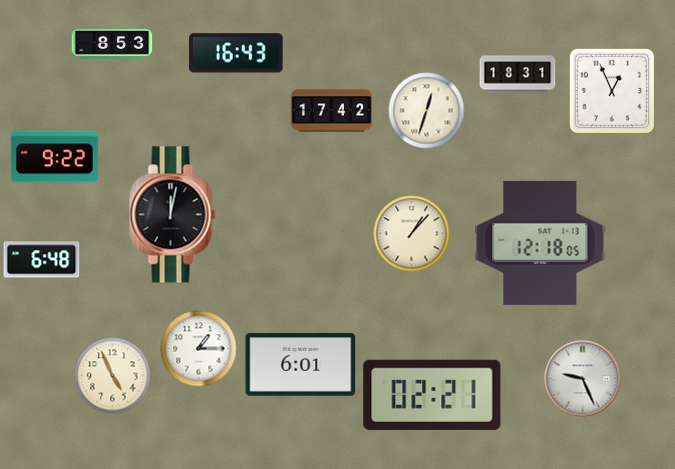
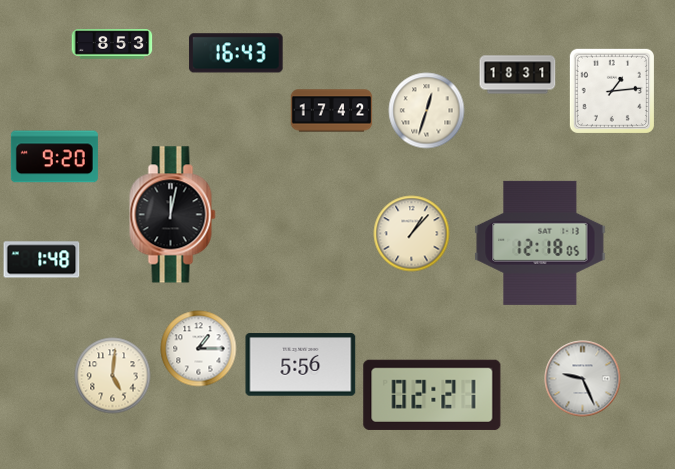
clock at (612, 91): 12:56 -> 1:14
clock at (54, 157): 9:22 -> 9:20
clock at (42, 260): 6:48 -> 1:48
clock at (301, 365): 6:01 -> 5:56
clock at (113, 376): 4:56 -> 5:01
